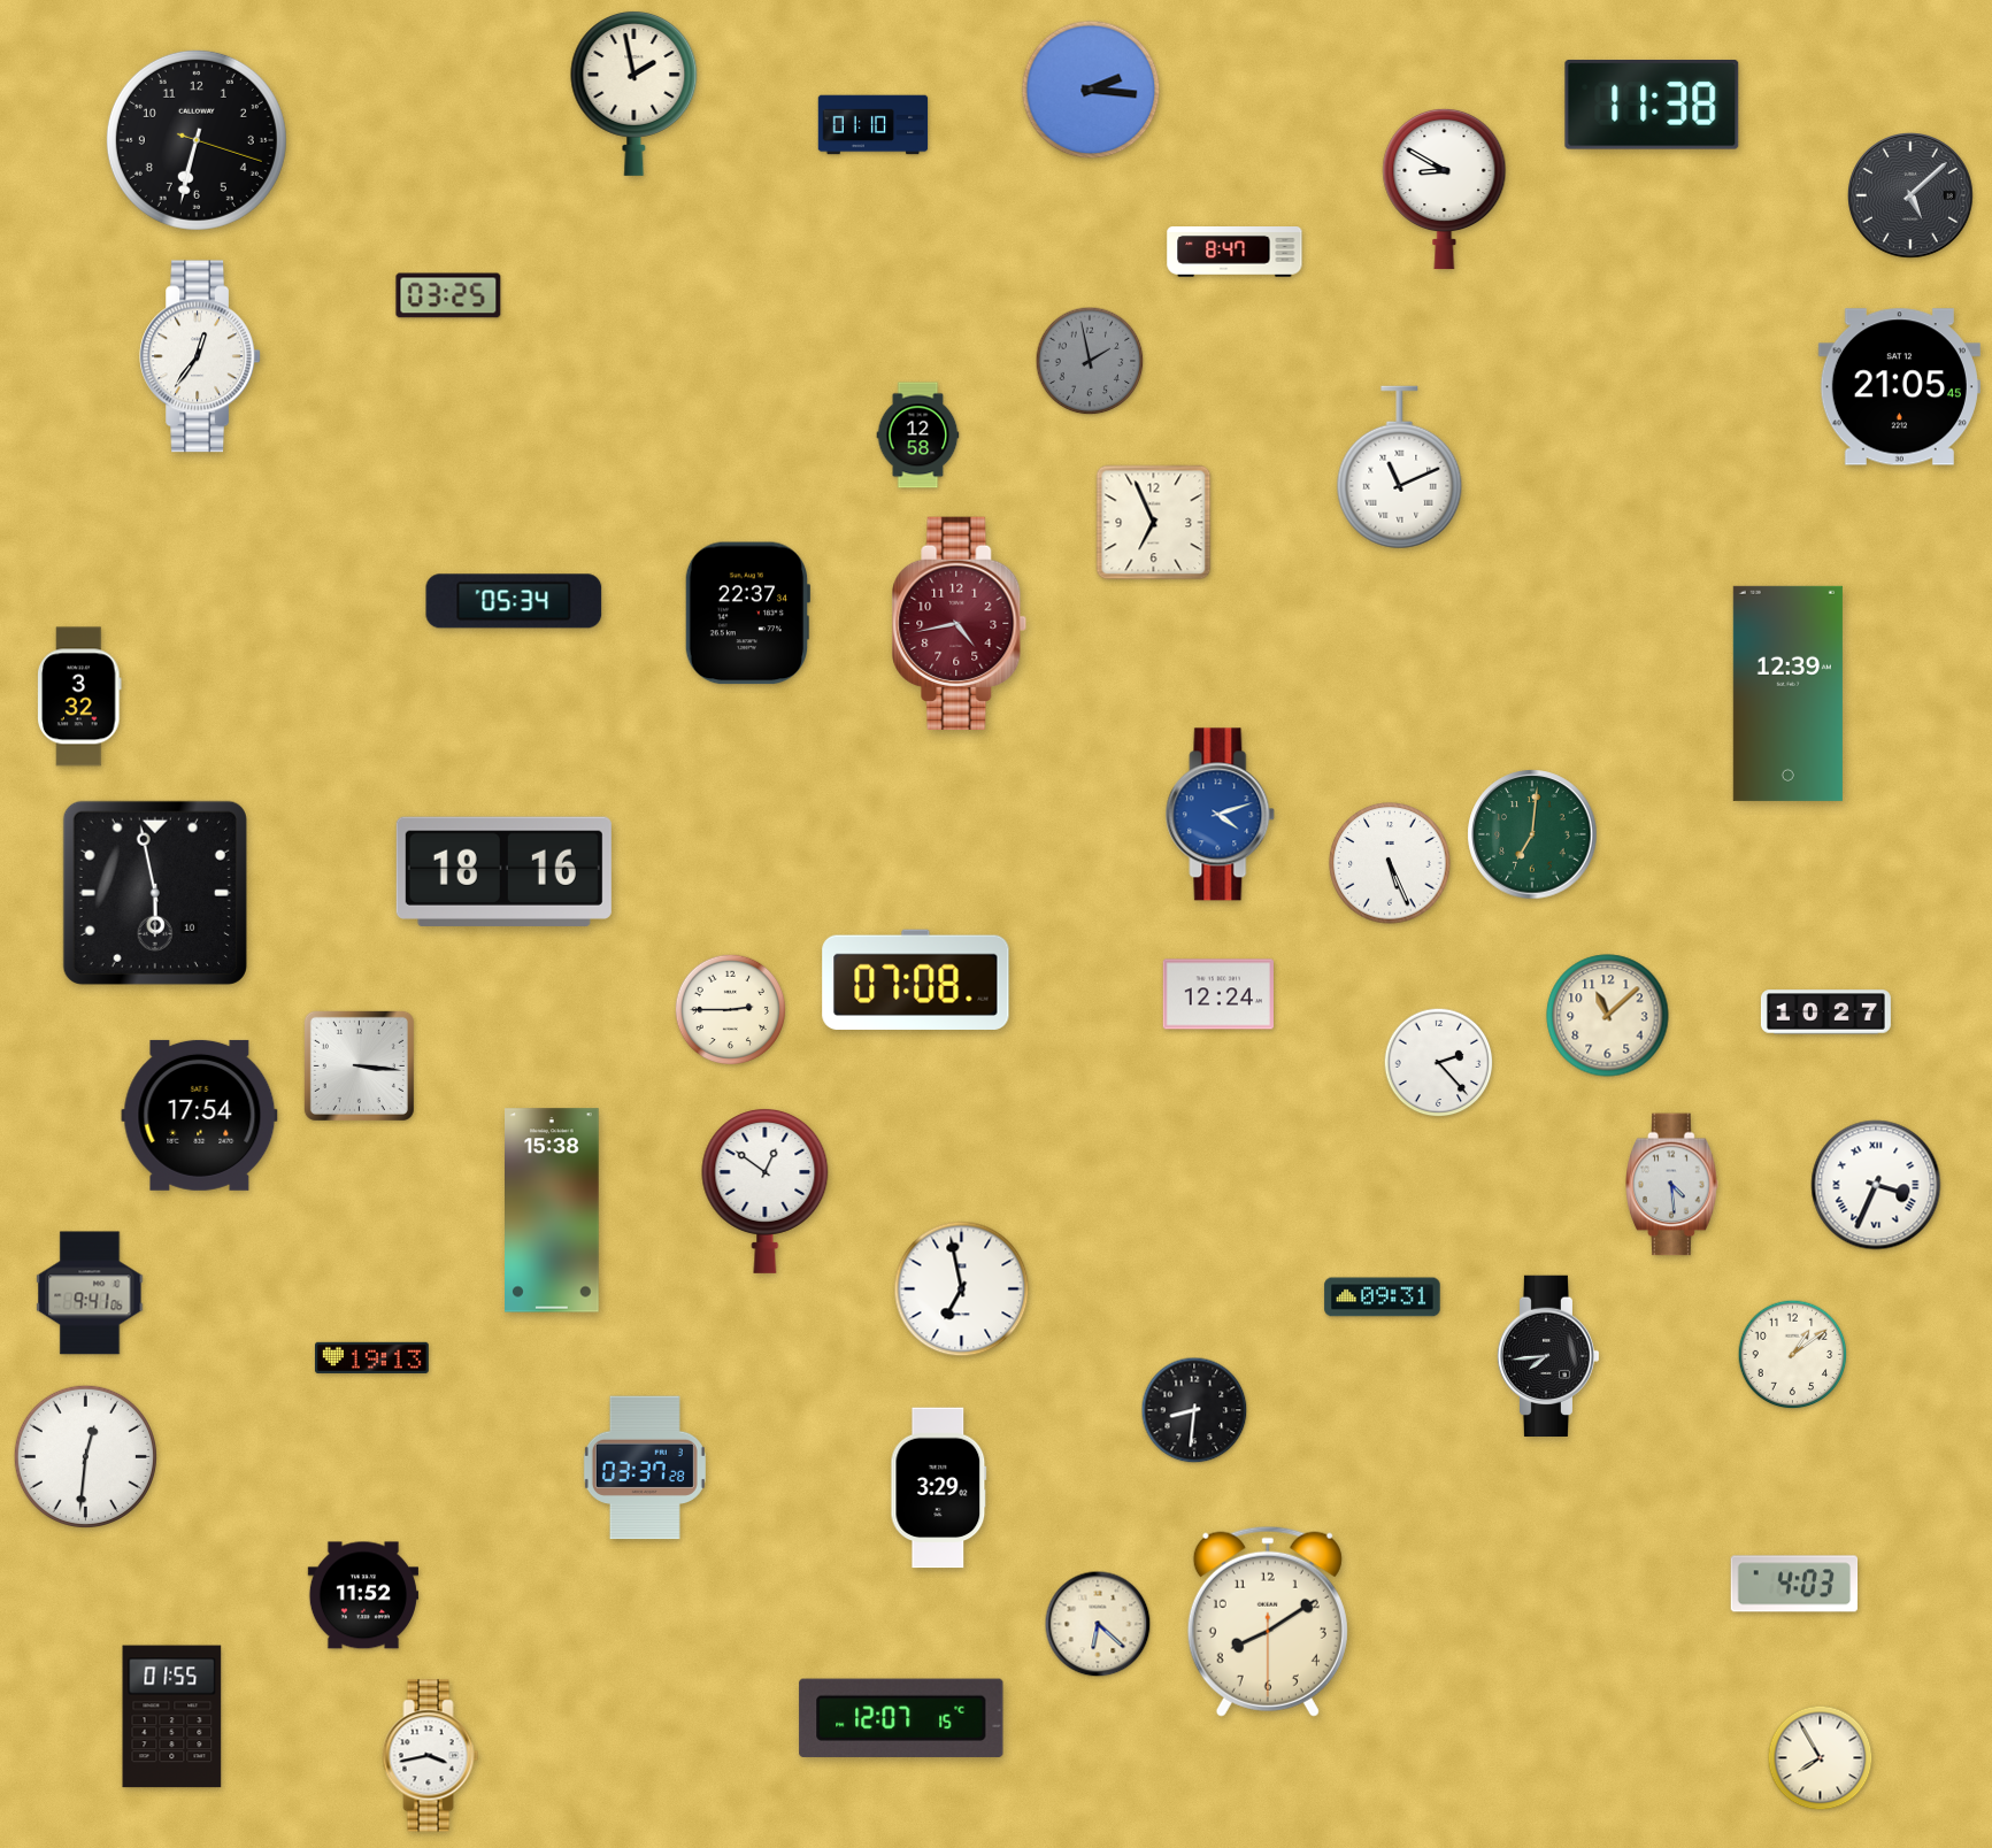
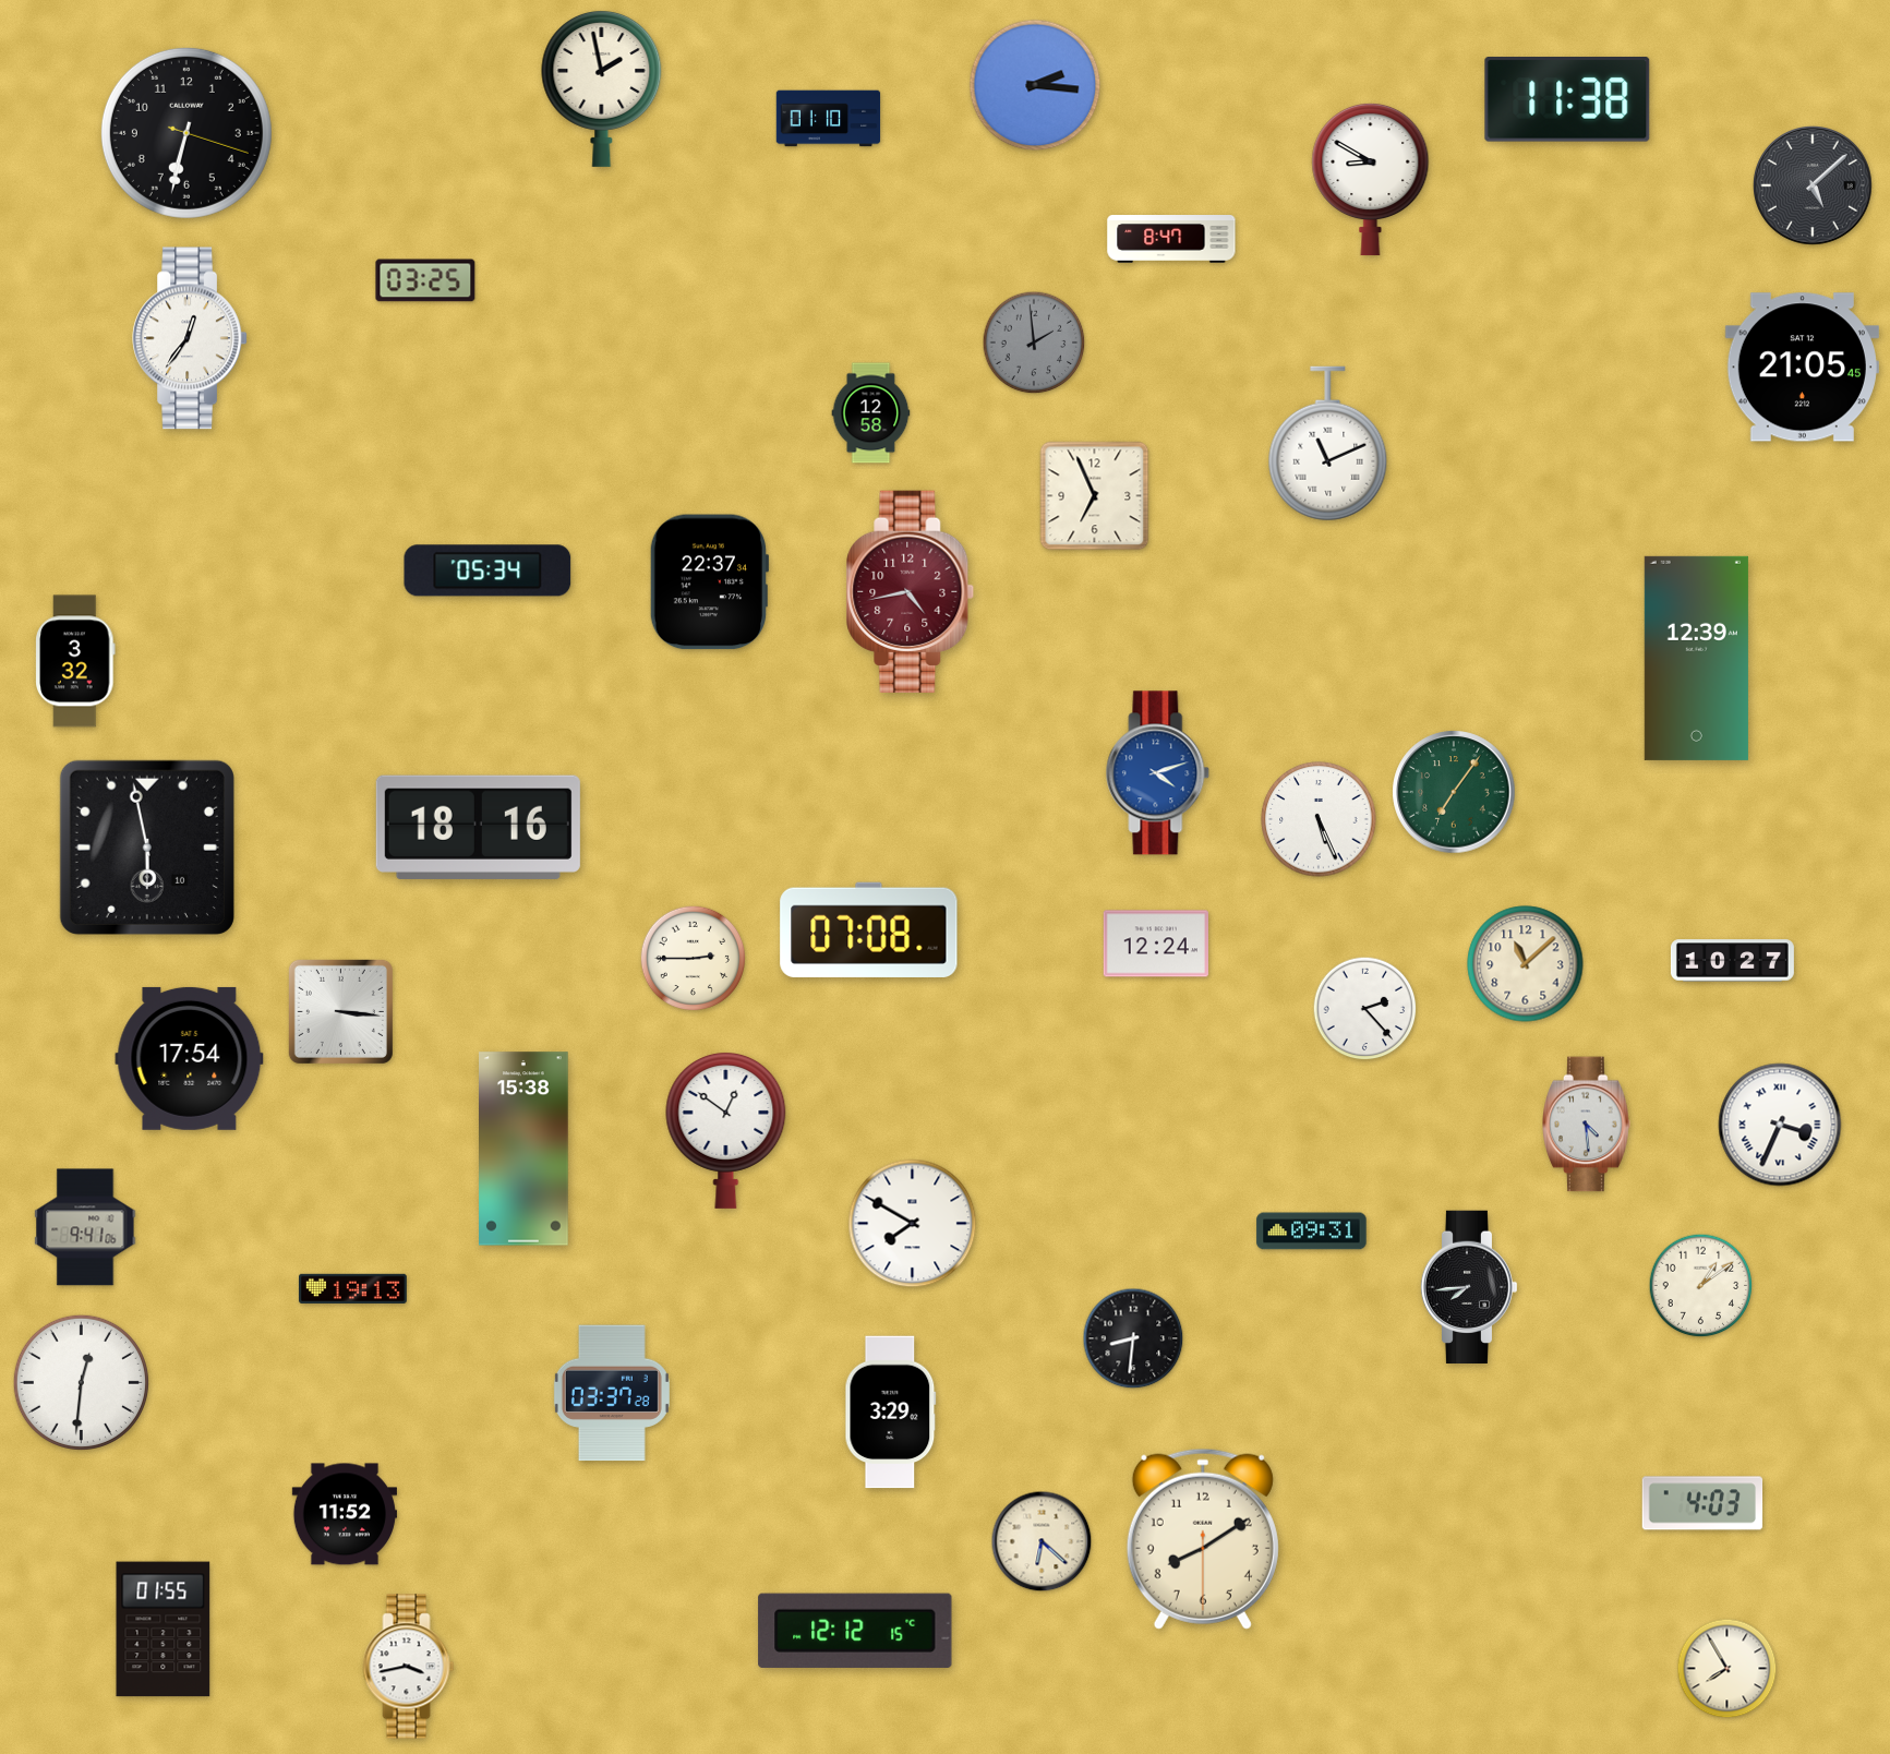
clock at (1090, 361): 1:58 -> 1:59
clock at (1532, 834): 7:01 -> 7:06
clock at (962, 1289): 6:58 -> 7:50
clock at (901, 1718): 12:07 -> 12:12
